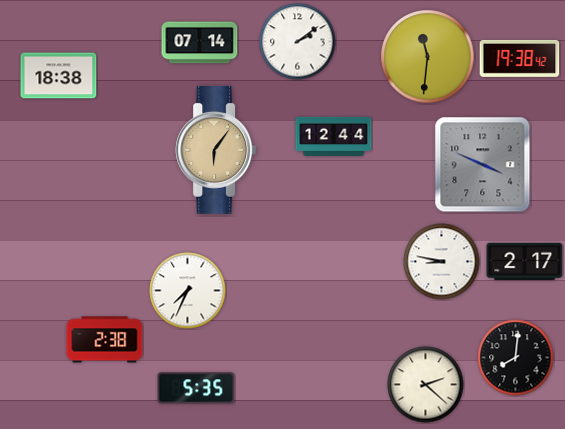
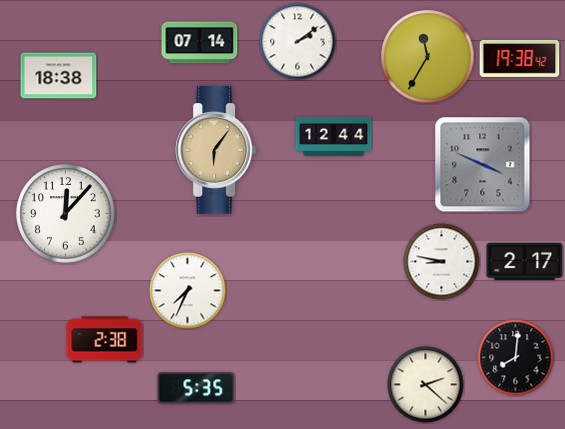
clock at (428, 57): 11:31 -> 11:35
clock at (66, 214): none -> 12:07
